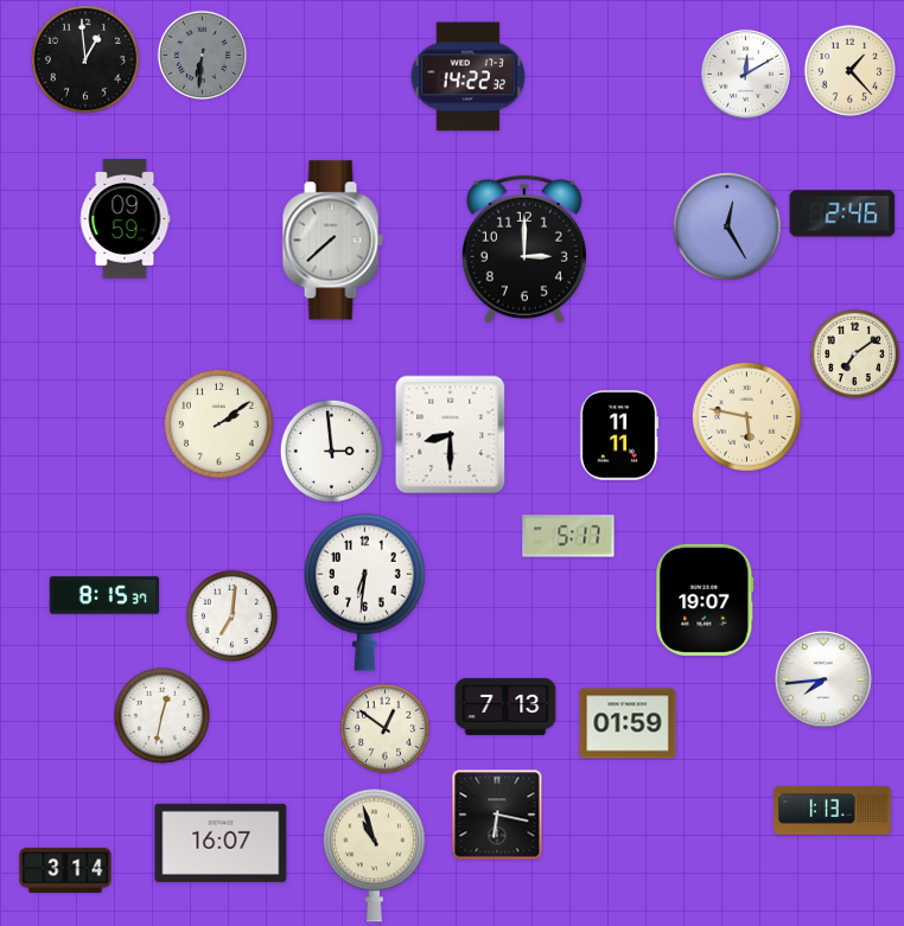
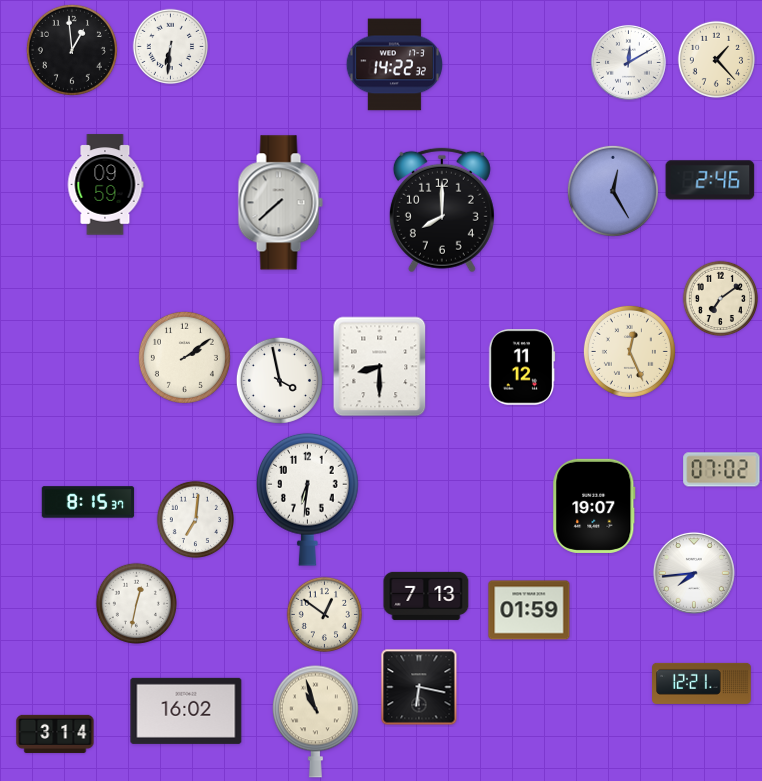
clock at (203, 56) dial: grey -> white
clock at (524, 249): 3:00 -> 8:00
clock at (746, 416): 5:47 -> 12:26
clock at (619, 435): 11:11 -> 11:12
clock at (331, 451): 2:59 -> 3:58
clock at (568, 536): 5:17 -> none
clock at (722, 470): none -> 07:02
clock at (833, 810): 1:13 -> 12:21
clock at (221, 843): 16:07 -> 16:02
